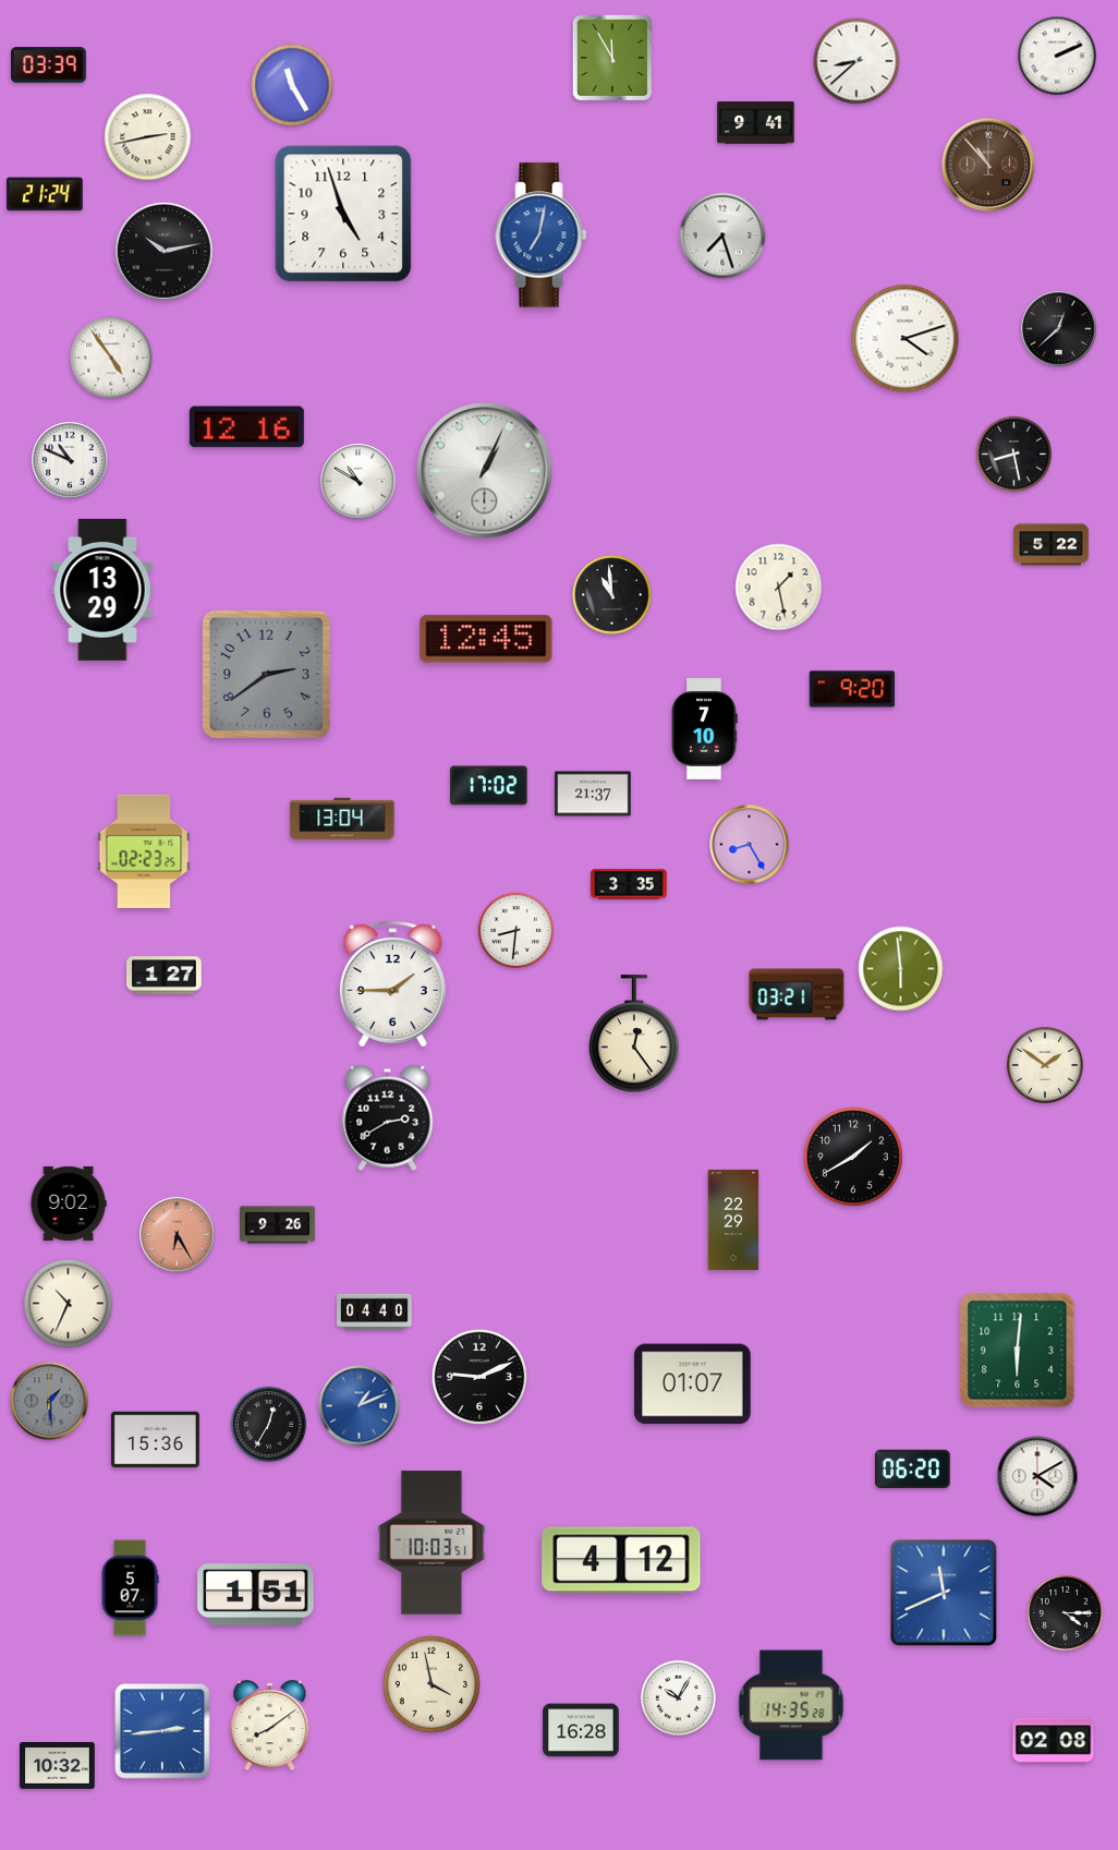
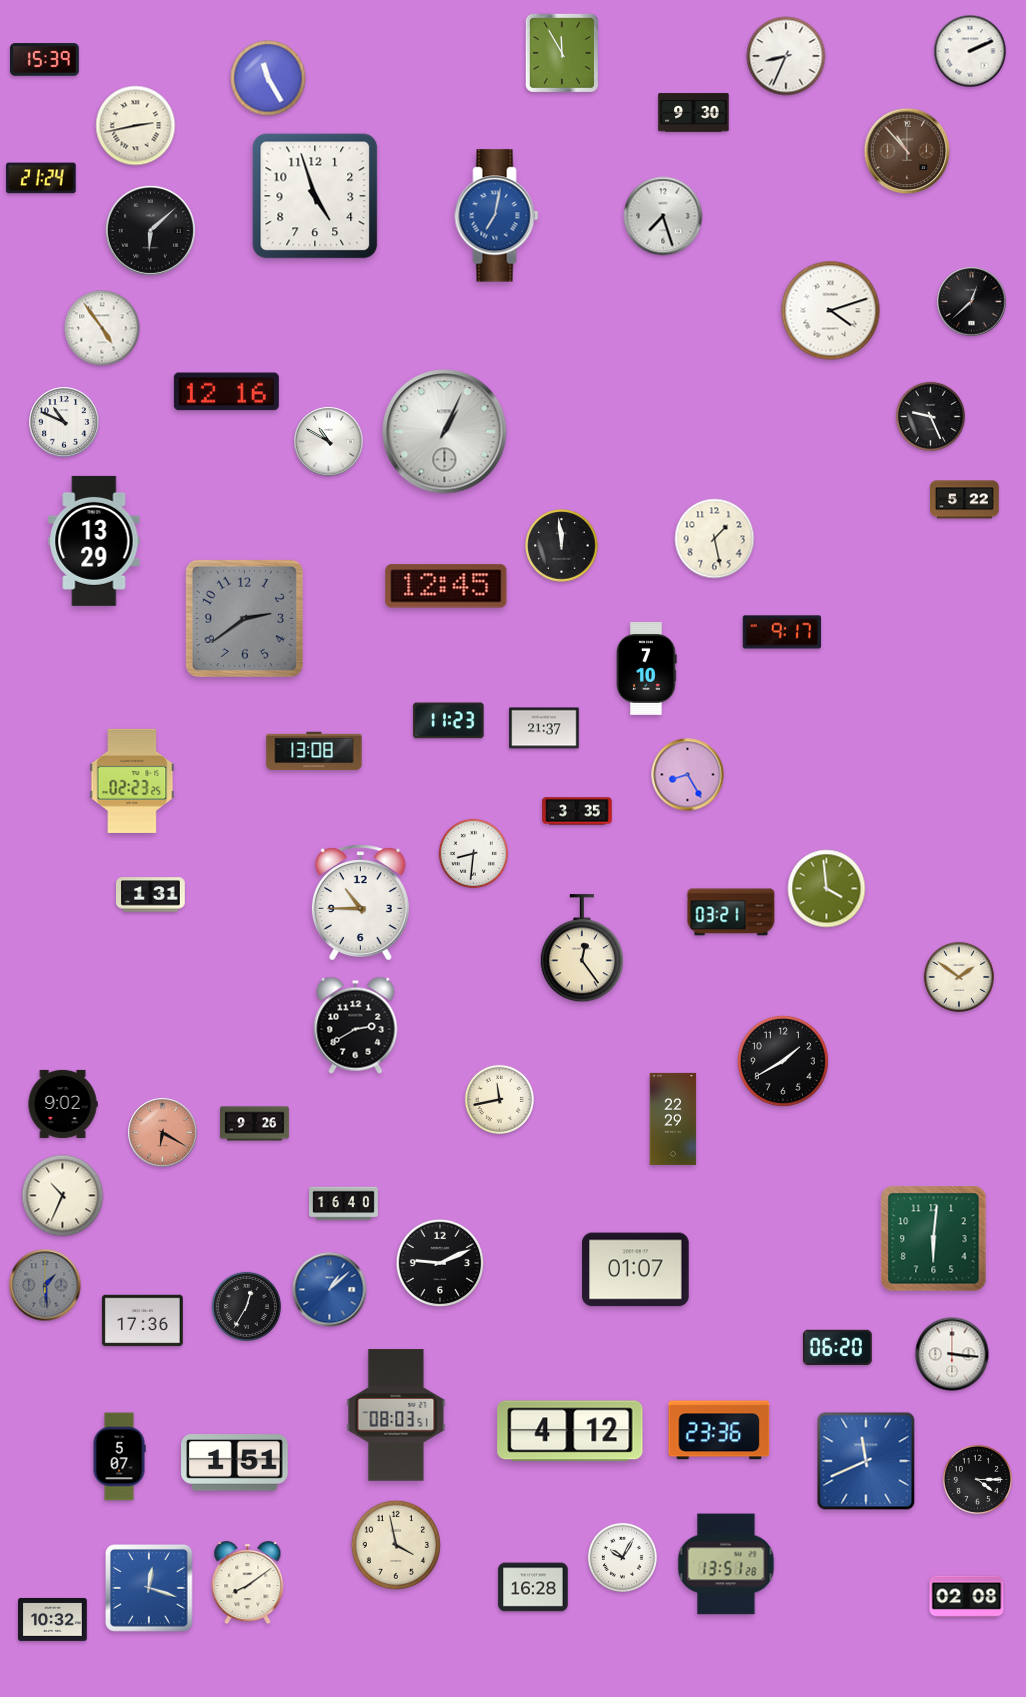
clock at (856, 61): 8:38 -> 8:34
clock at (49, 65): 03:39 -> 15:39
clock at (756, 123): 9:41 -> 9:30
clock at (163, 251): 10:13 -> 6:08
clock at (1013, 454): 8:28 -> 9:26
clock at (612, 595): 10:59 -> 11:59
clock at (852, 689): 9:20 -> 9:17
clock at (489, 786): 17:02 -> 11:23
clock at (342, 819): 13:04 -> 13:08
clock at (901, 969): 5:59 -> 3:59
clock at (165, 976): 1:27 -> 1:31
clock at (392, 984): 1:45 -> 10:45
clock at (499, 1099): none -> 11:43
clock at (178, 1235): 6:25 -> 6:20
clock at (375, 1313): 04:40 -> 16:40
clock at (360, 1406): 1:11 -> 1:08
clock at (155, 1440): 15:36 -> 17:36
clock at (1037, 1476): 4:10 -> 3:16
clock at (432, 1543): 10:03 -> 08:03
clock at (719, 1430): none -> 23:36
clock at (791, 1705): 14:35 -> 13:51
clock at (163, 1732): 2:44 -> 12:18
